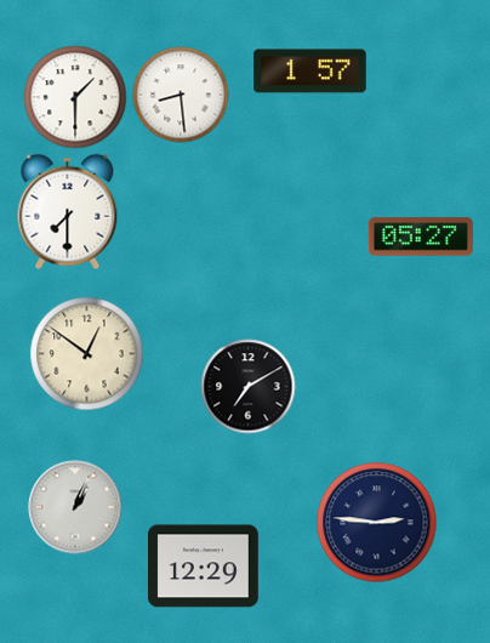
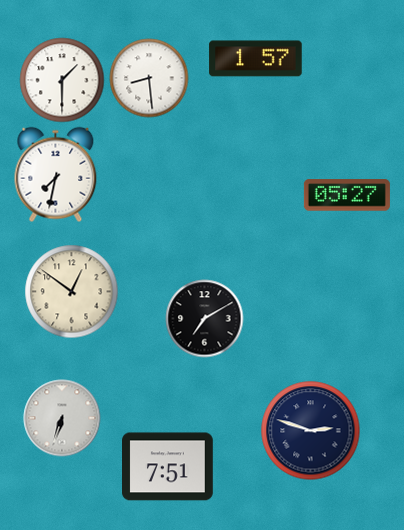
clock at (68, 212): 7:30 -> 7:32
clock at (75, 507): 1:04 -> 6:33
clock at (377, 523): 2:46 -> 2:48
clock at (204, 567): 12:29 -> 7:51
